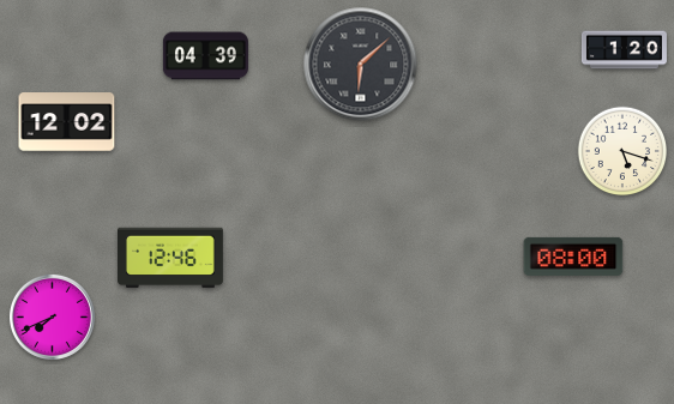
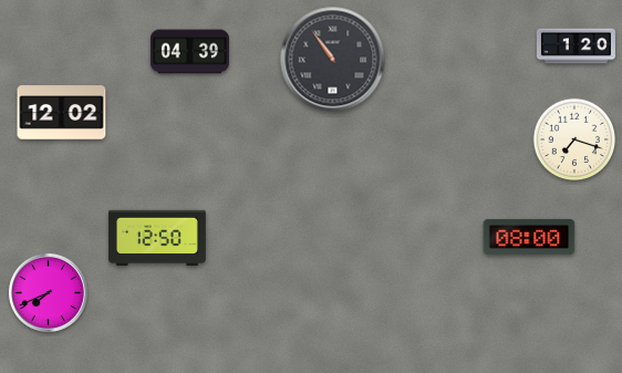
clock at (361, 65): 6:08 -> 10:54
clock at (622, 151): 5:18 -> 7:18
clock at (171, 258): 12:46 -> 12:50
